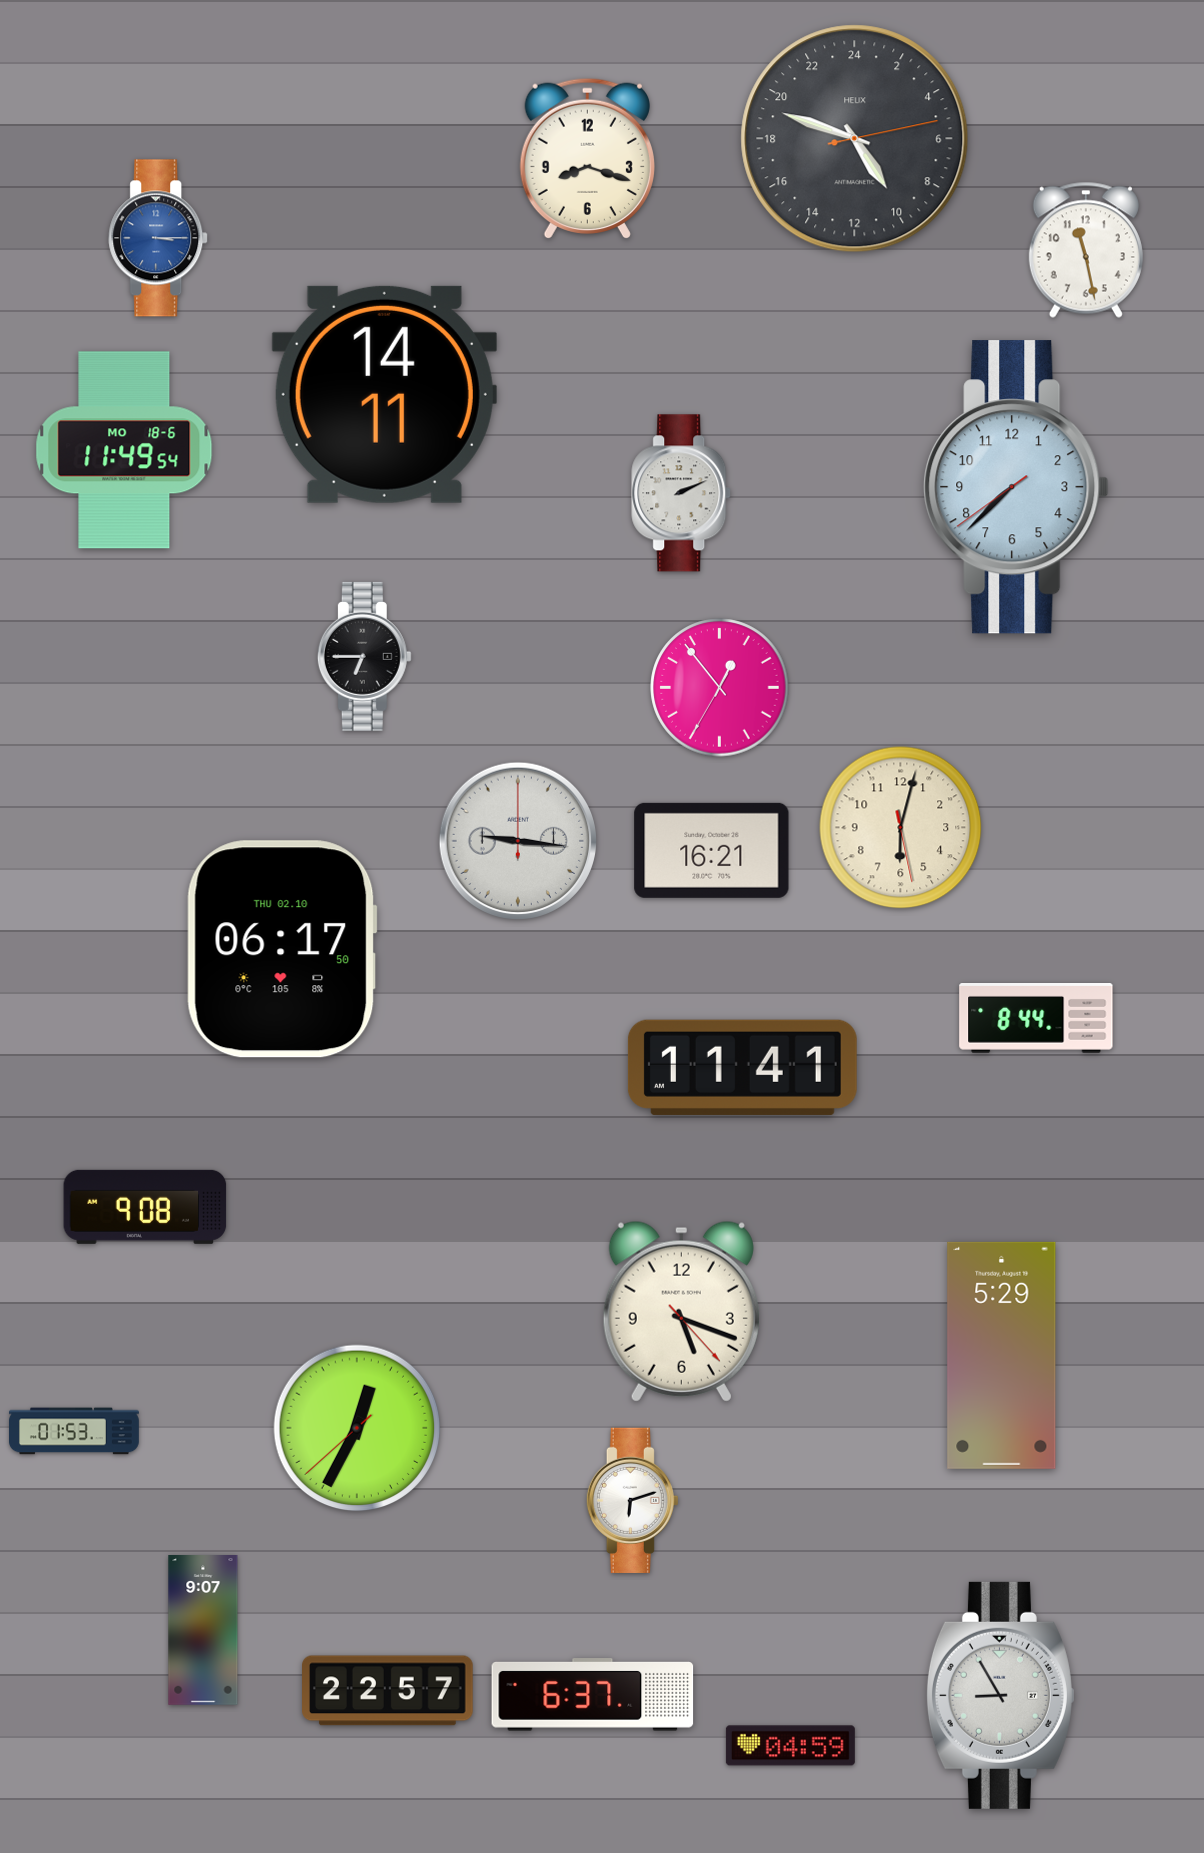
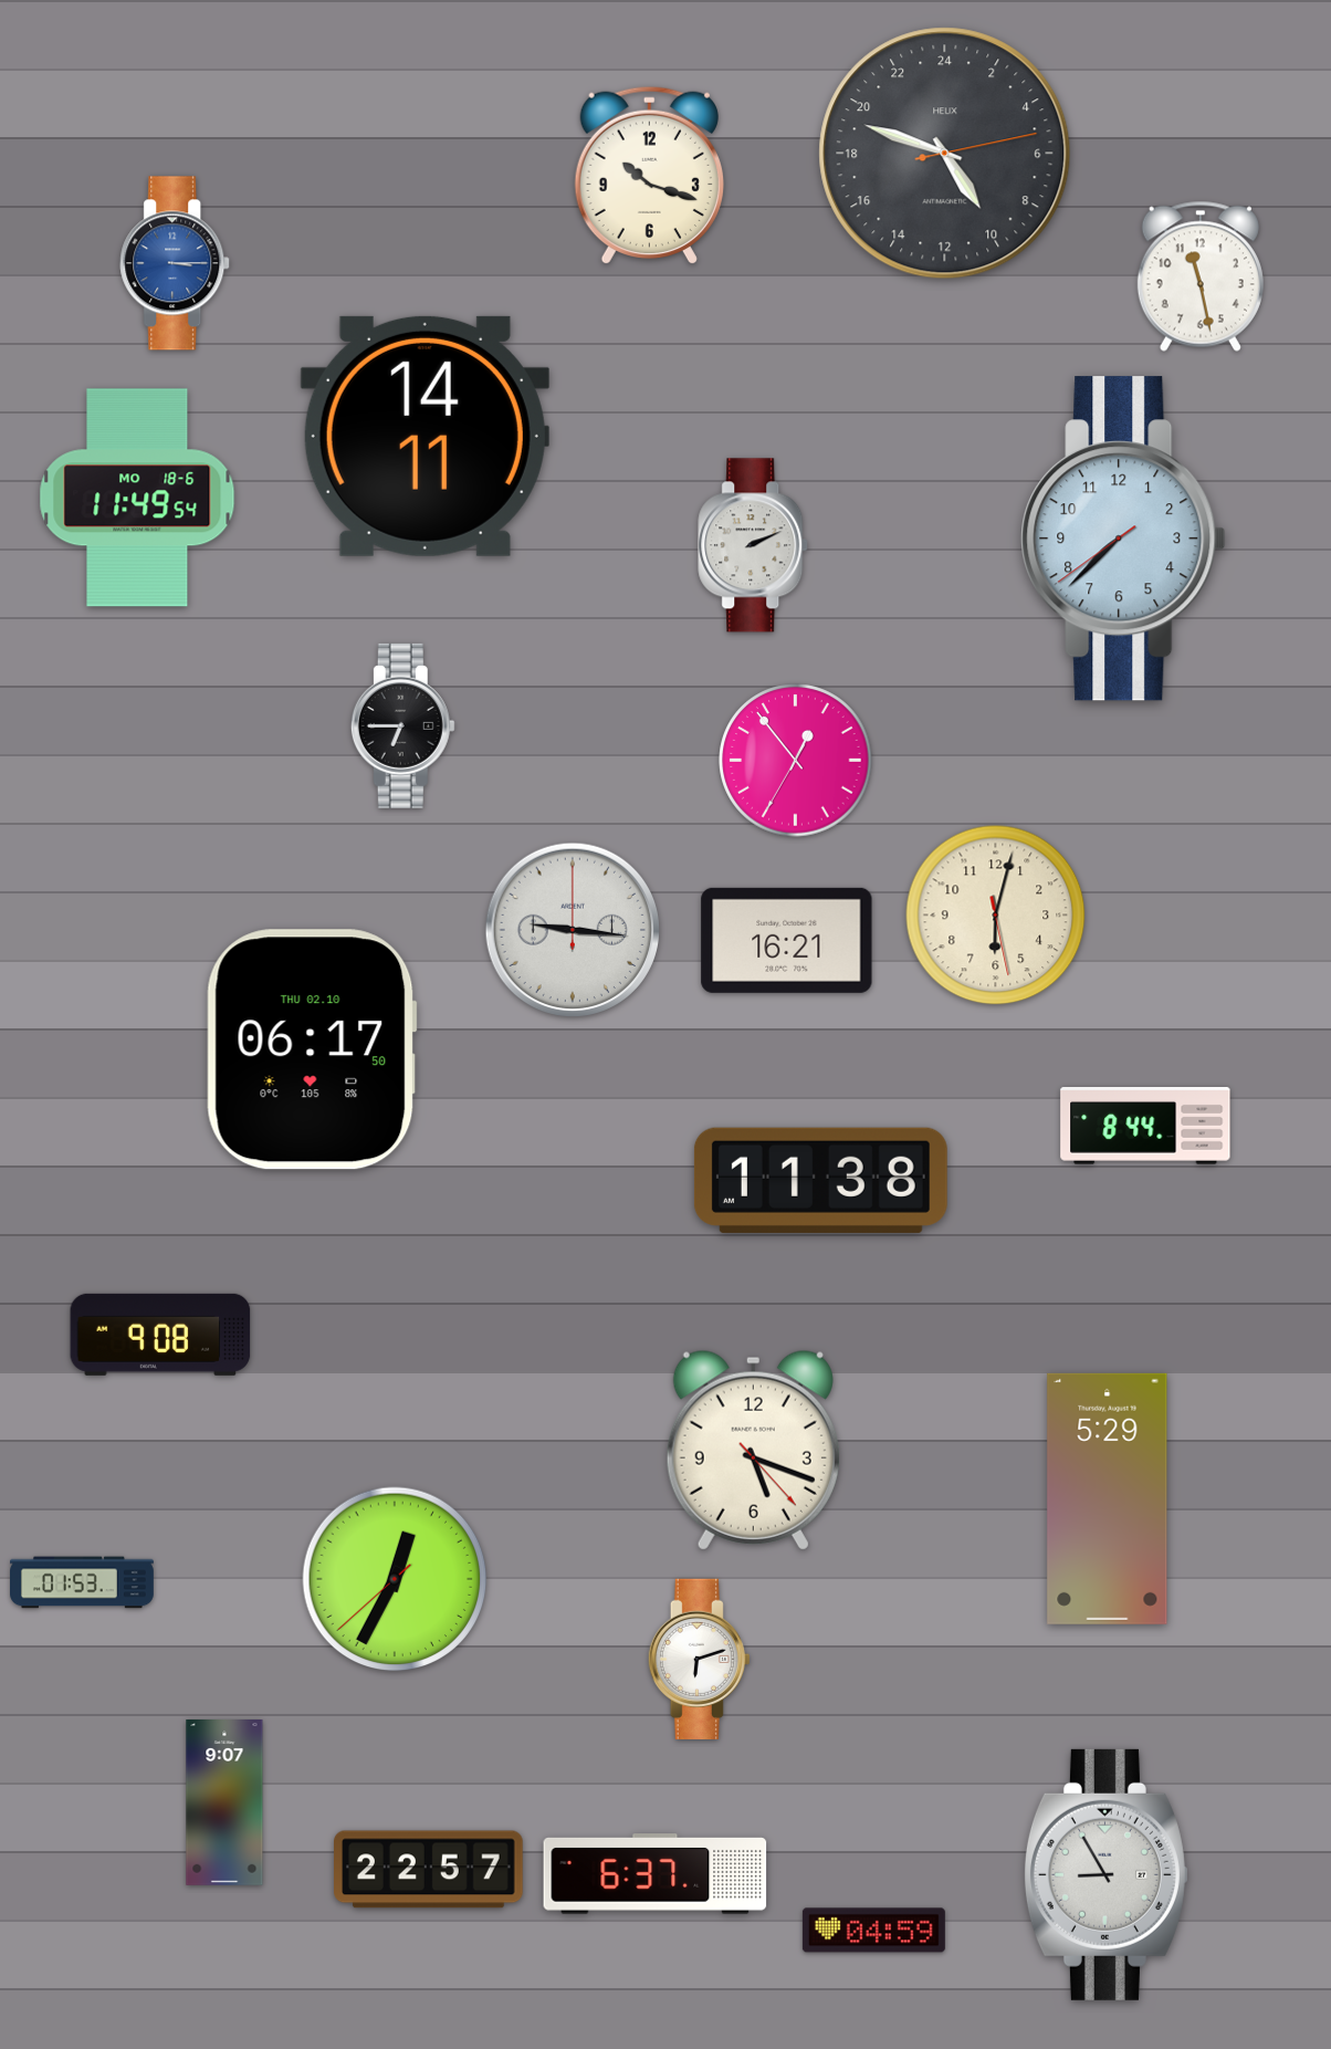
clock at (587, 159): 8:18 -> 10:18
clock at (742, 1067): 11:41 -> 11:38
